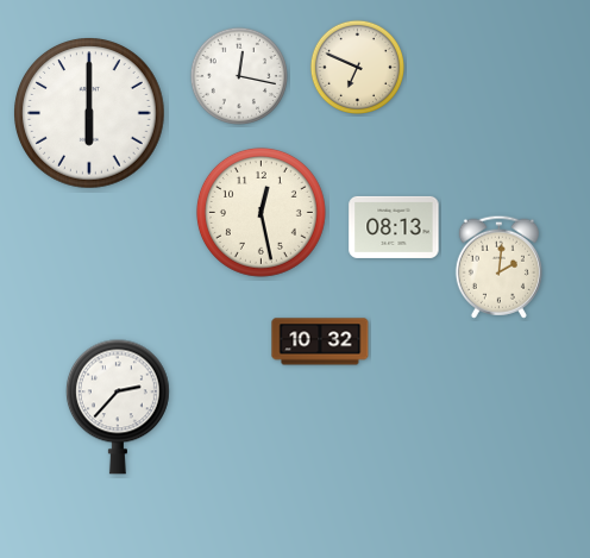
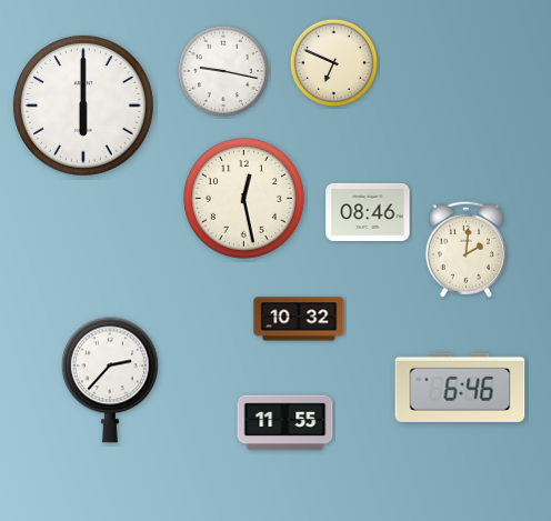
clock at (239, 76): 12:17 -> 9:17
clock at (394, 227): 08:13 -> 08:46
clock at (460, 388): none -> 6:46
clock at (285, 423): none -> 11:55
